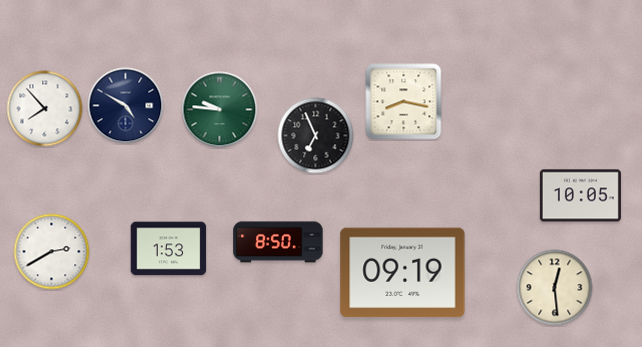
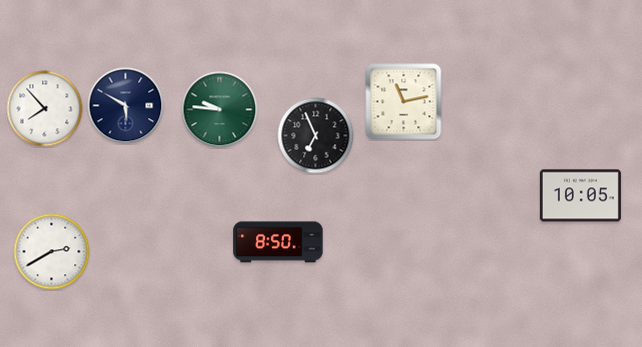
clock at (404, 102): 8:17 -> 11:13
clock at (126, 106): 4:50 -> 5:50
clock at (169, 249): 1:53 -> none
clock at (403, 273): 09:19 -> none
clock at (555, 288): 12:29 -> none
